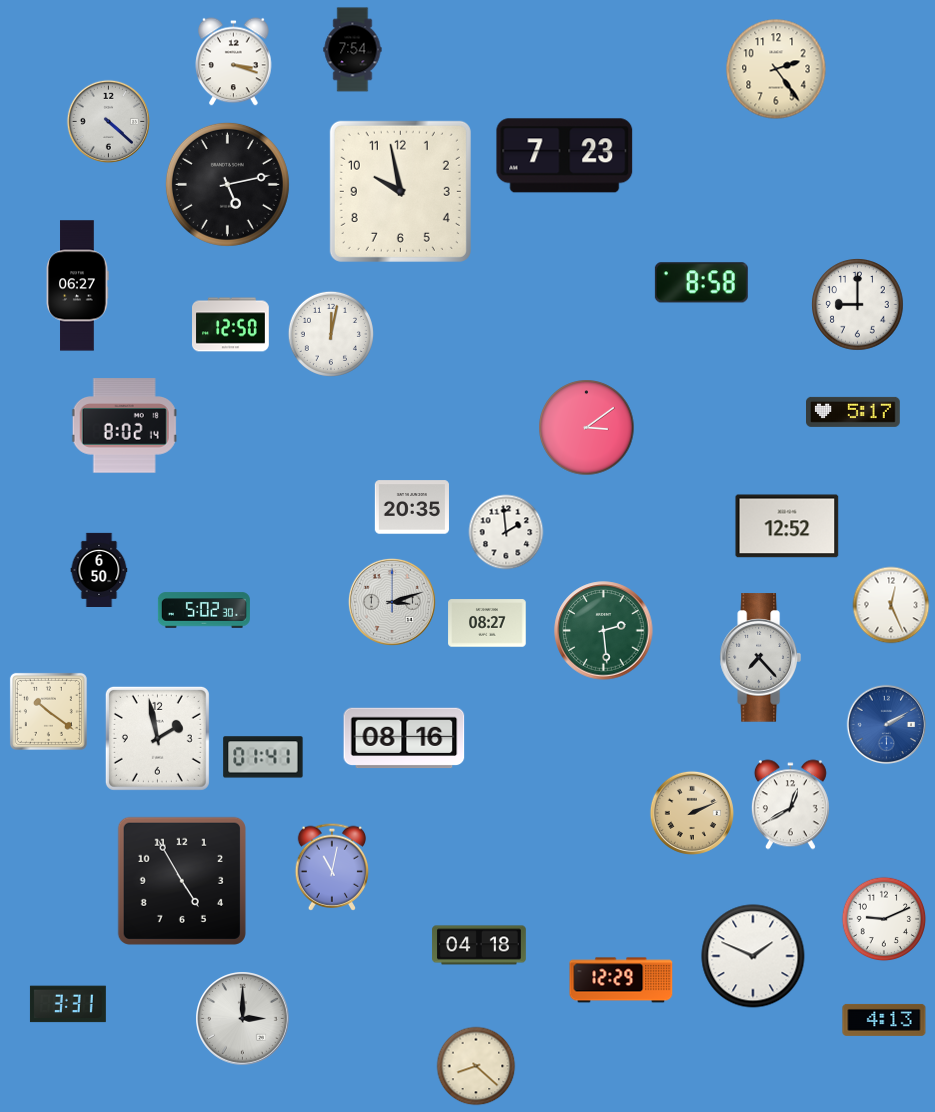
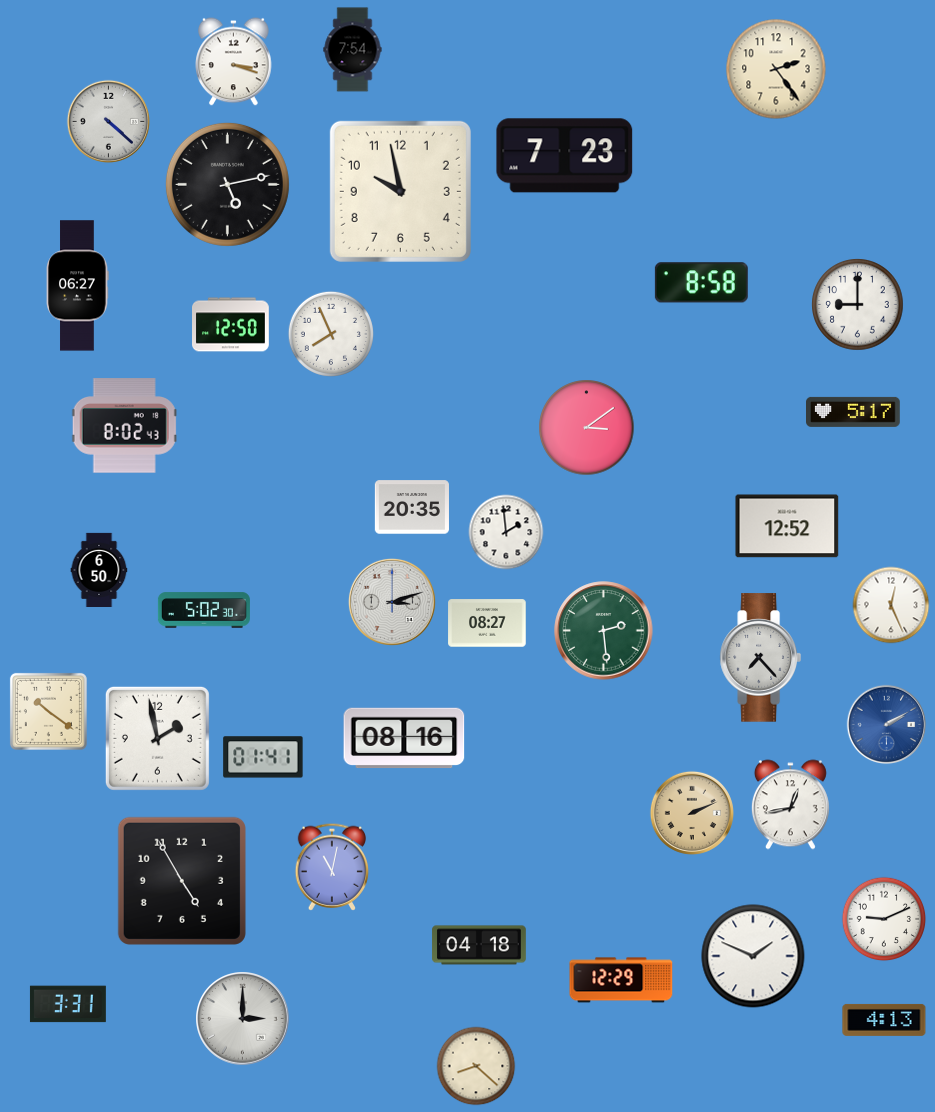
clock at (331, 334): 12:02 -> 7:56
clock at (124, 426): 8:02:14 -> 8:02:43
clock at (790, 805): 12:40 -> 12:43
